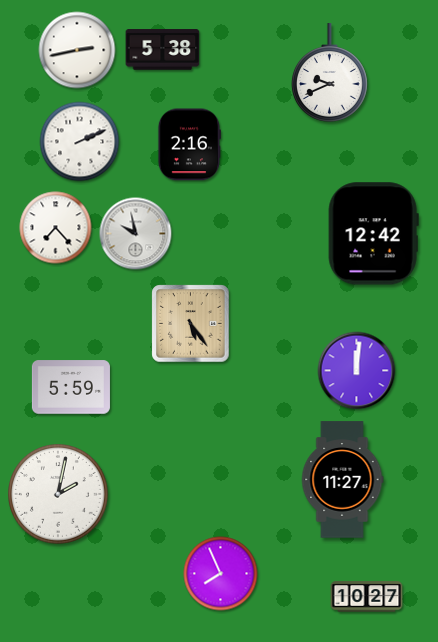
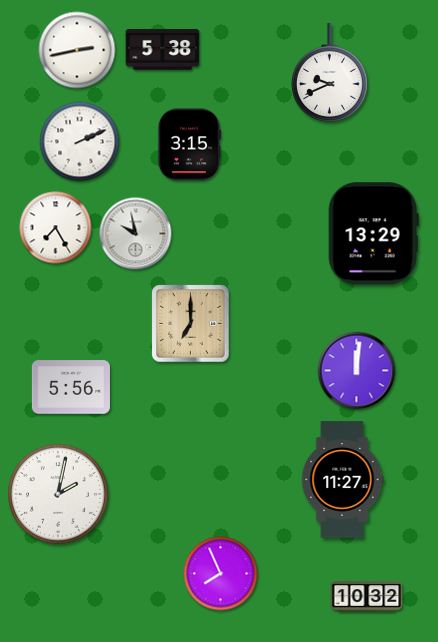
clock at (189, 145): 2:16 -> 3:15
clock at (56, 228): 7:23 -> 7:25
clock at (373, 234): 12:42 -> 13:29
clock at (191, 324): 5:24 -> 7:00
clock at (71, 387): 5:59 -> 5:56
clock at (367, 597): 10:27 -> 10:32
